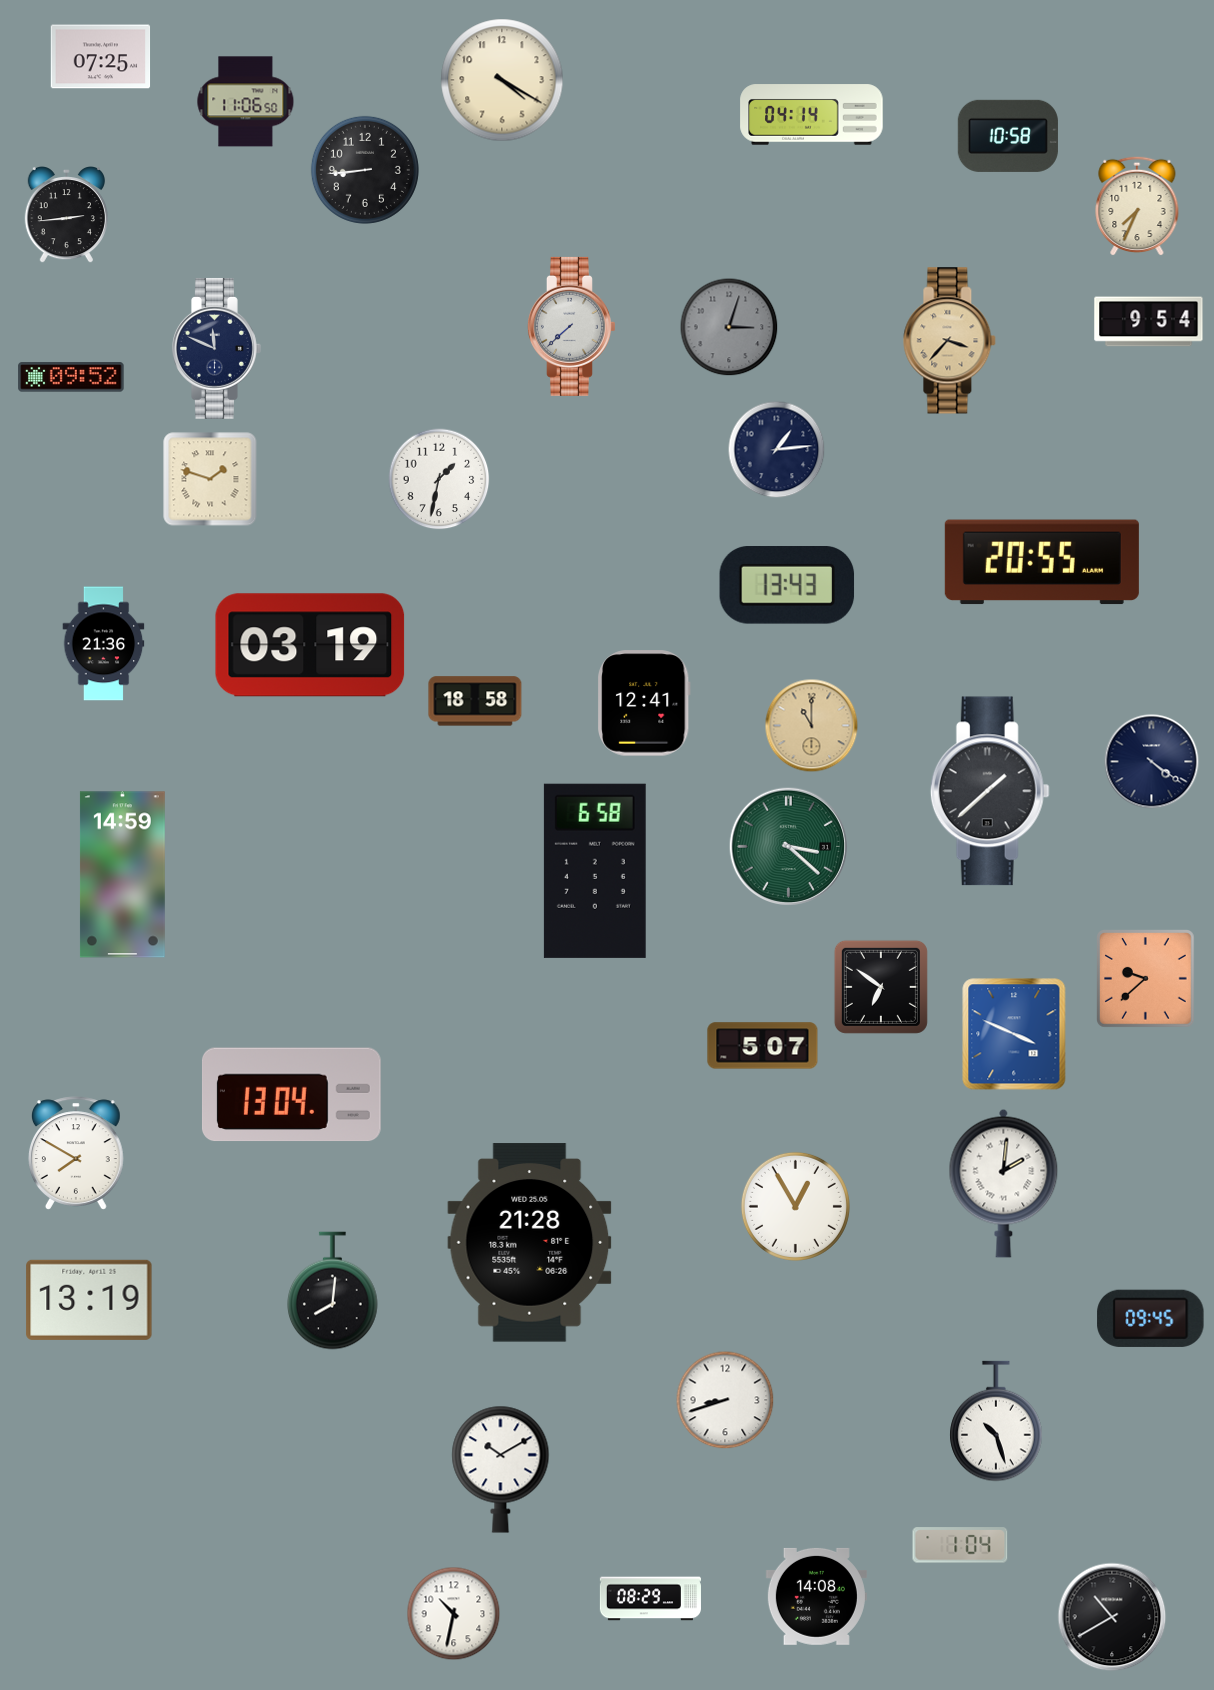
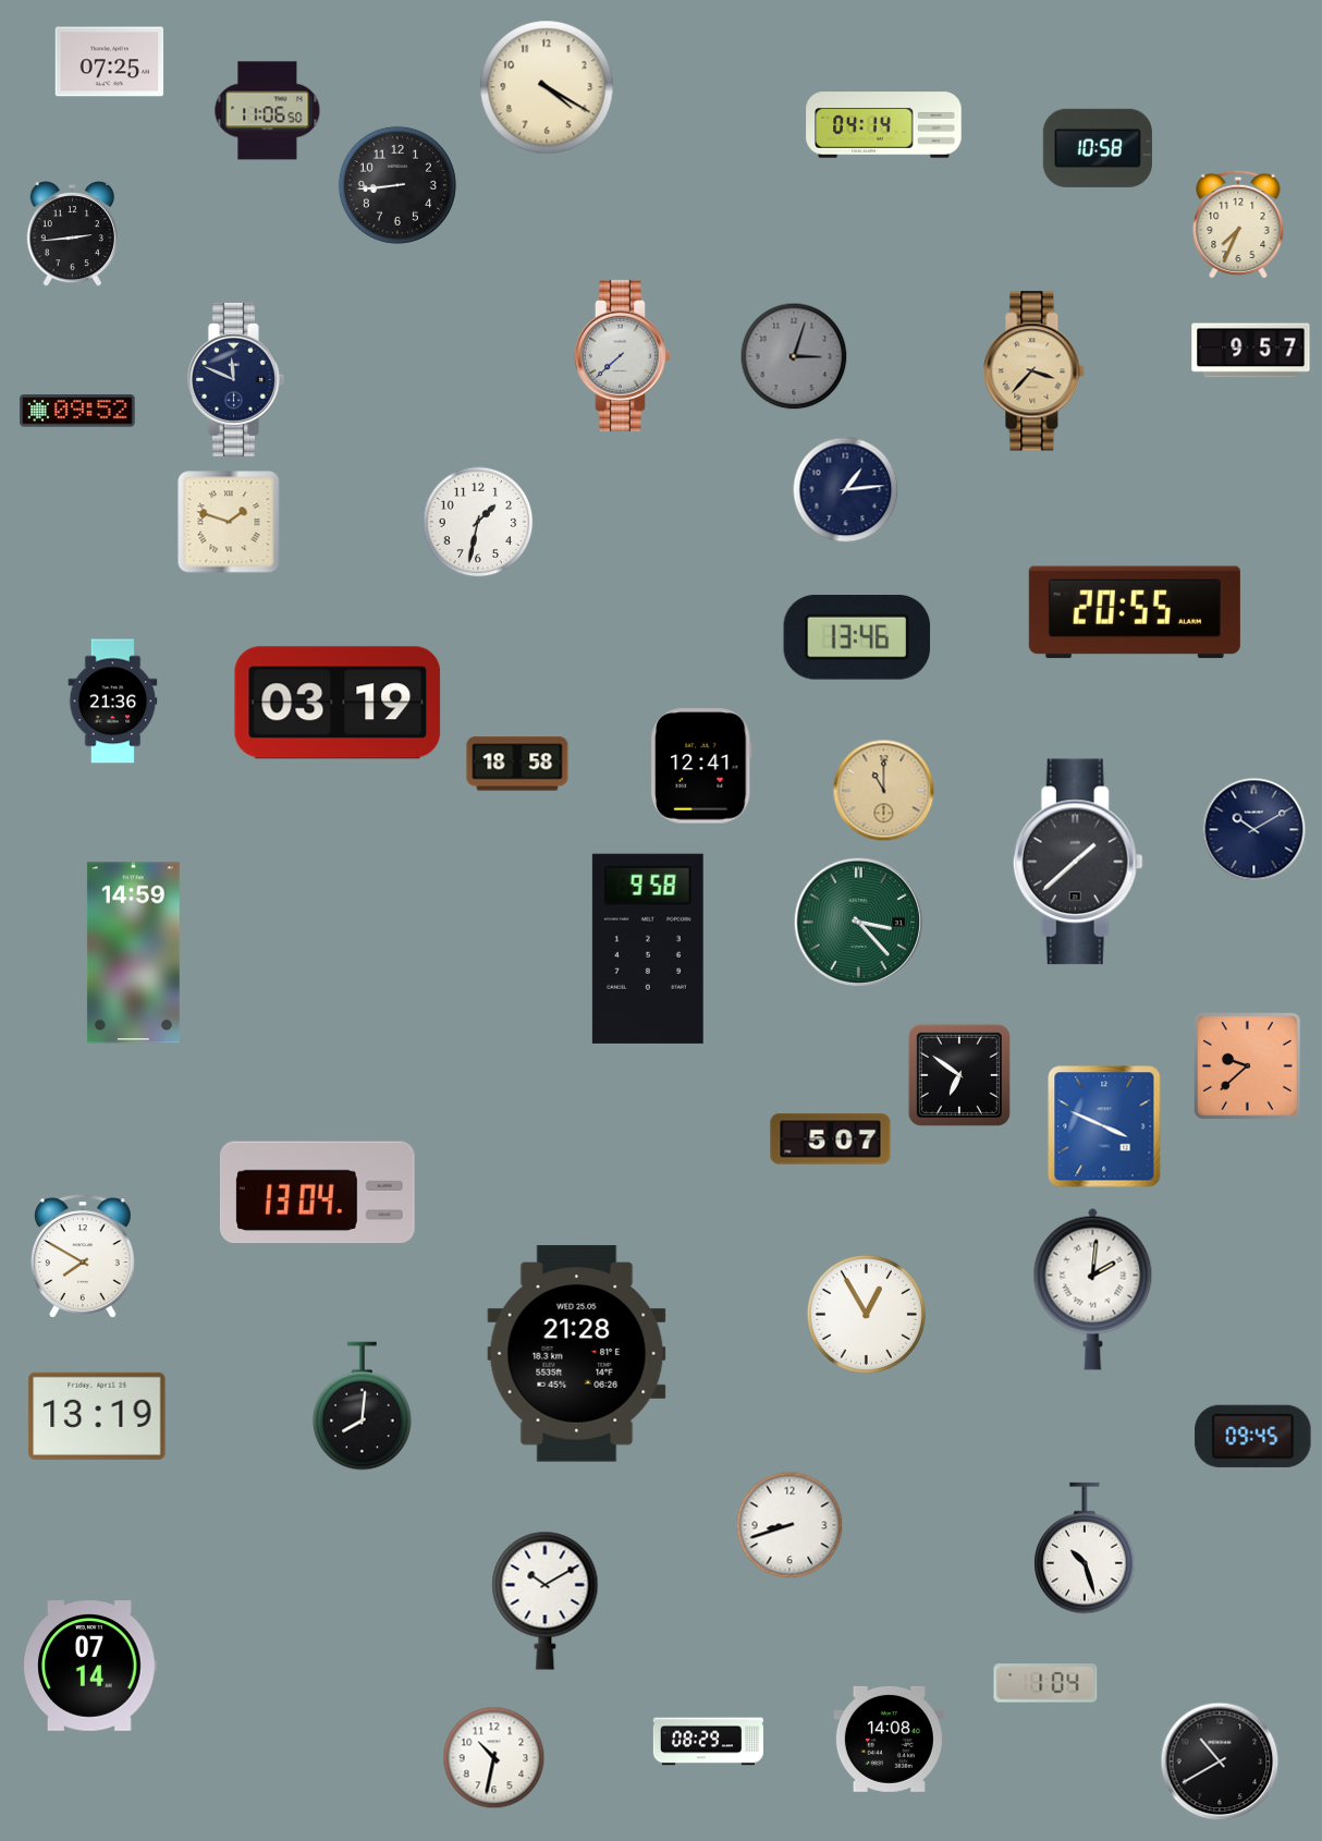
clock at (1149, 322): 9:54 -> 9:57
clock at (787, 586): 13:43 -> 13:46
clock at (1152, 762): 4:21 -> 10:10
clock at (788, 846): 3:22 -> 3:23
clock at (595, 871): 6:58 -> 9:58
clock at (89, 1666): none -> 07:14
clock at (1112, 1617) position: (1112, 1617) -> (1220, 1761)
